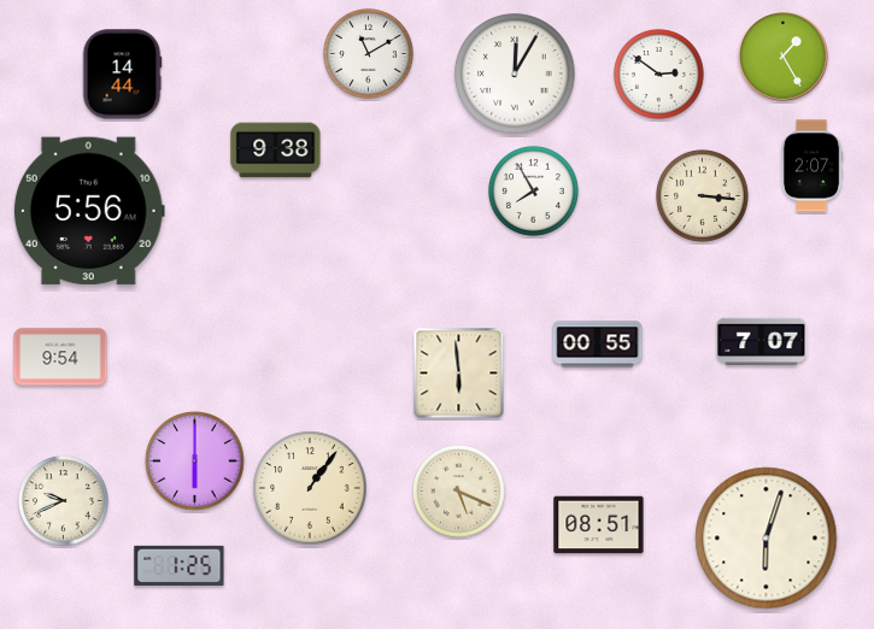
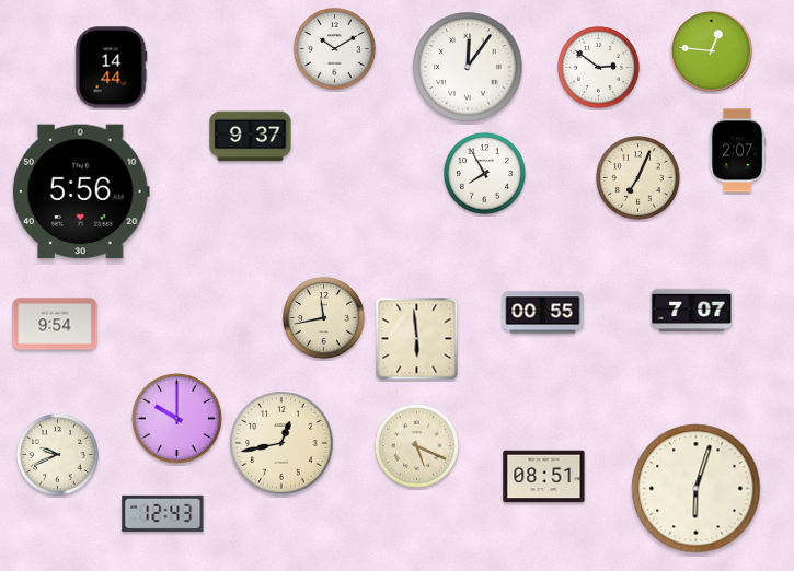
clock at (368, 53): 11:10 -> 10:10
clock at (784, 57): 1:25 -> 12:46
clock at (515, 74): 12:05 -> 12:06
clock at (276, 151): 9:38 -> 9:37
clock at (703, 196): 3:16 -> 7:04
clock at (323, 317): none -> 11:43
clock at (195, 462): 6:00 -> 10:00
clock at (310, 488): 1:06 -> 12:43
clock at (180, 565): 1:25 -> 12:43
